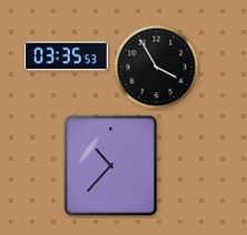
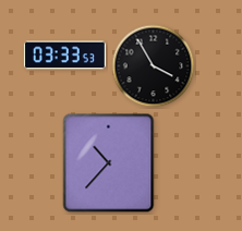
clock at (66, 57): 03:35 -> 03:33
